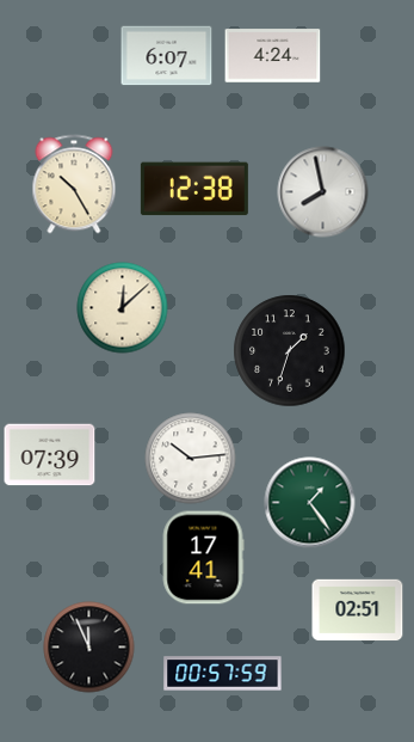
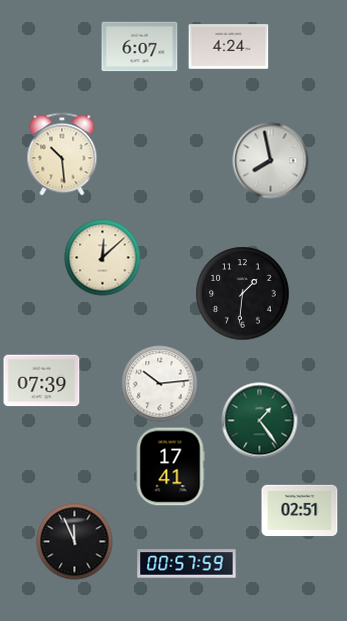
clock at (74, 184): 10:25 -> 10:29
clock at (194, 189): 12:38 -> none
clock at (290, 351): 1:33 -> 1:31
